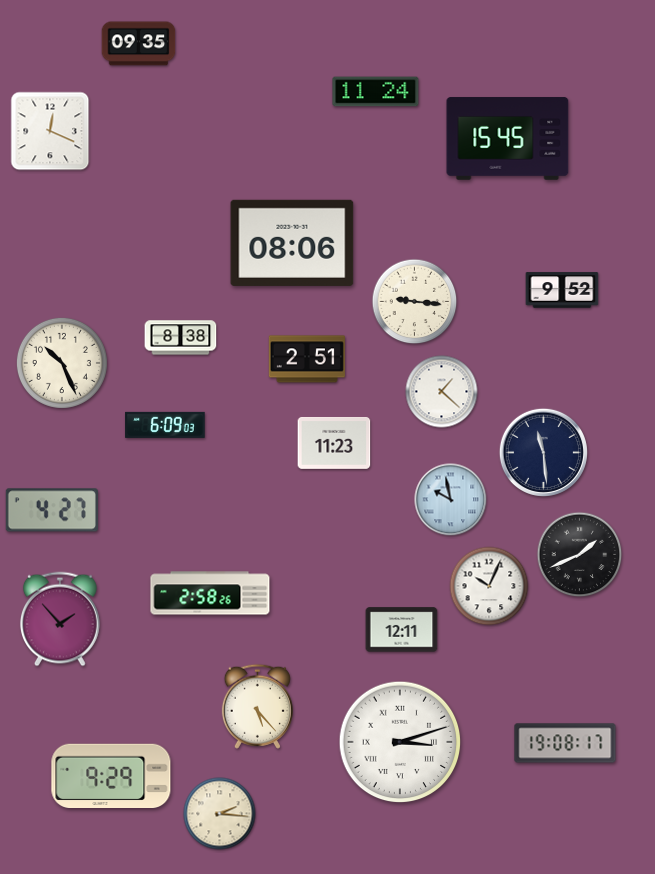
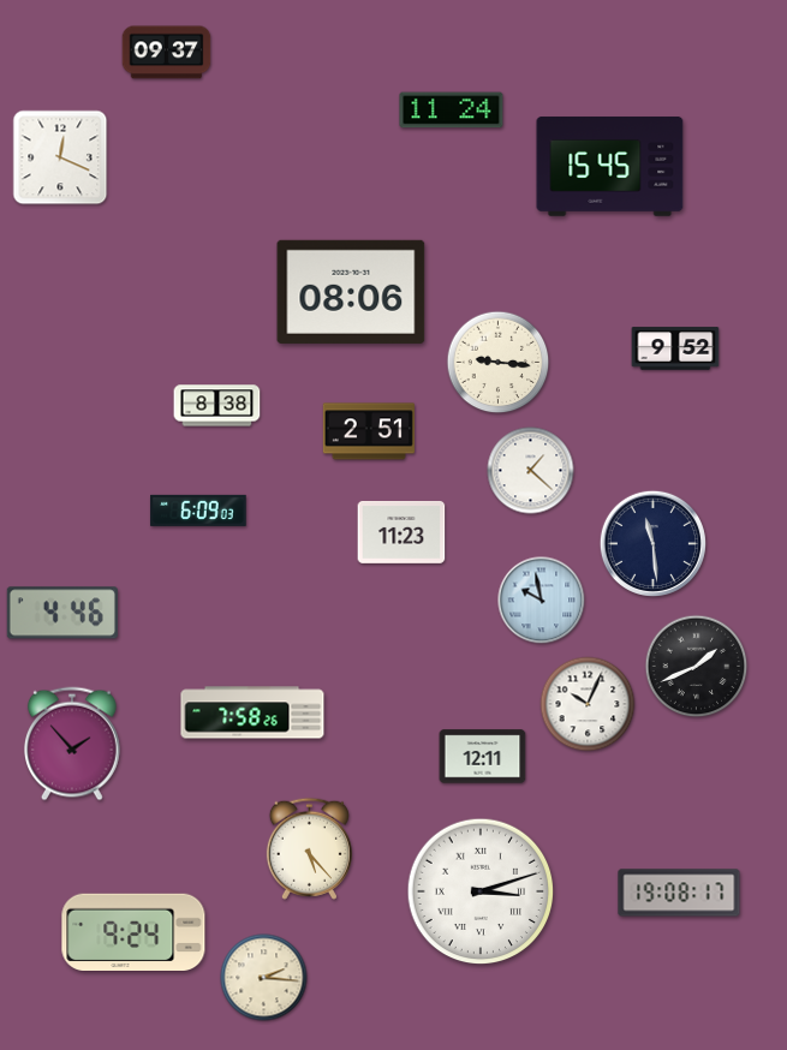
clock at (139, 44): 09:35 -> 09:37
clock at (62, 363): 10:26 -> none
clock at (52, 510): 4:27 -> 4:46
clock at (210, 593): 2:58 -> 7:58
clock at (111, 775): 9:29 -> 9:24
